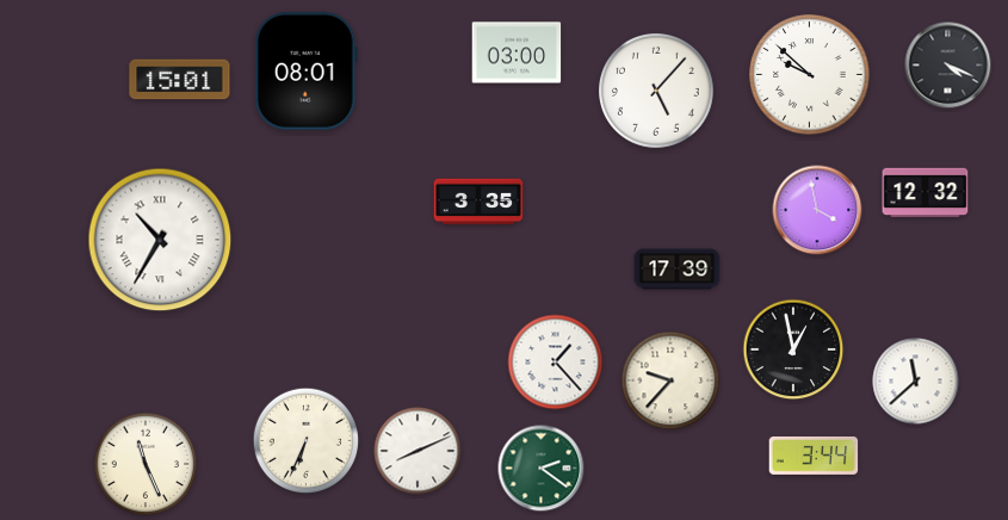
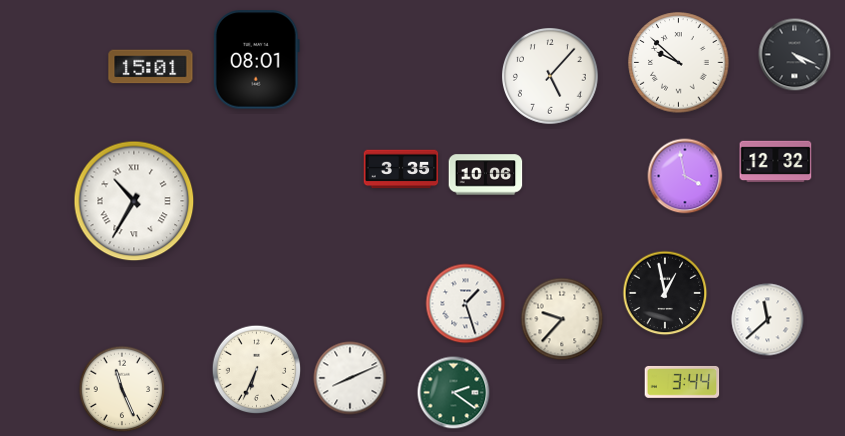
clock at (517, 52): 03:00 -> none
clock at (486, 175): none -> 10:06
clock at (678, 270): 17:39 -> none
clock at (556, 363): 1:23 -> 1:27
